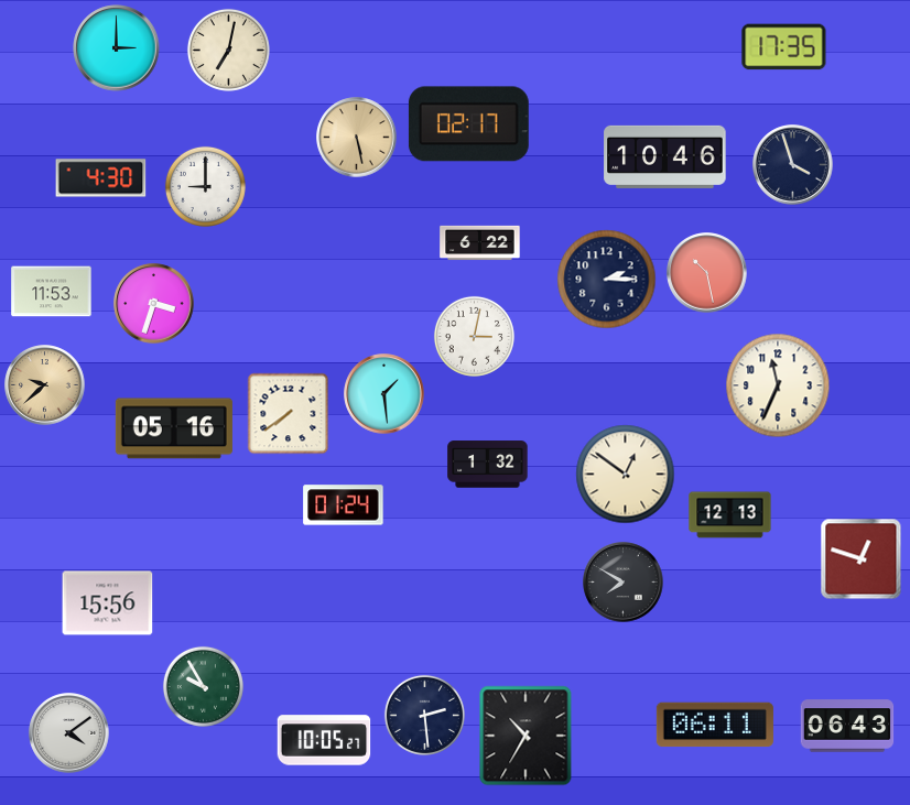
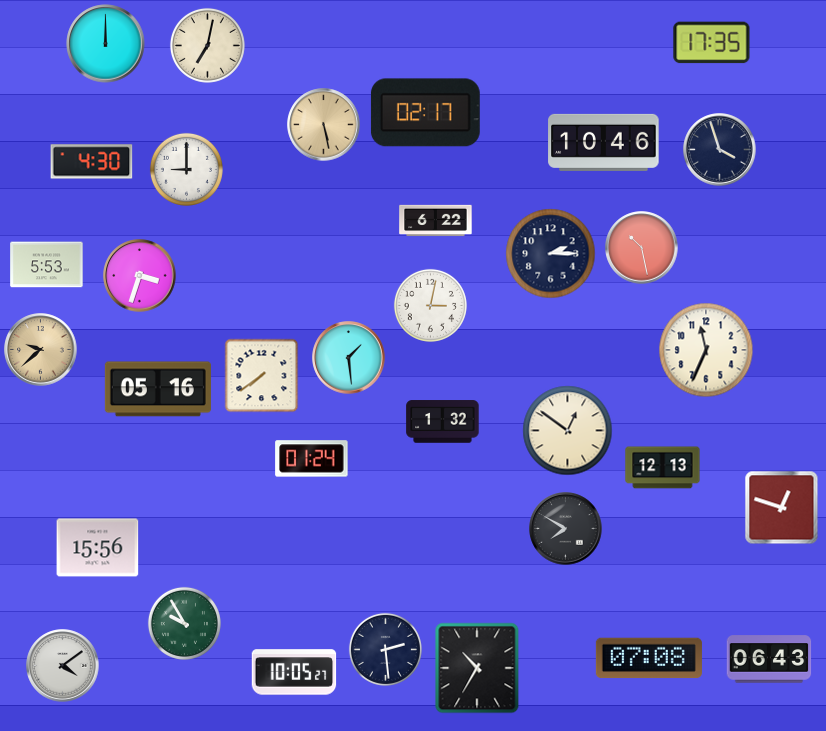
clock at (117, 48): 3:00 -> 12:00
clock at (52, 292): 11:53 -> 5:53
clock at (715, 725): 06:11 -> 07:08
